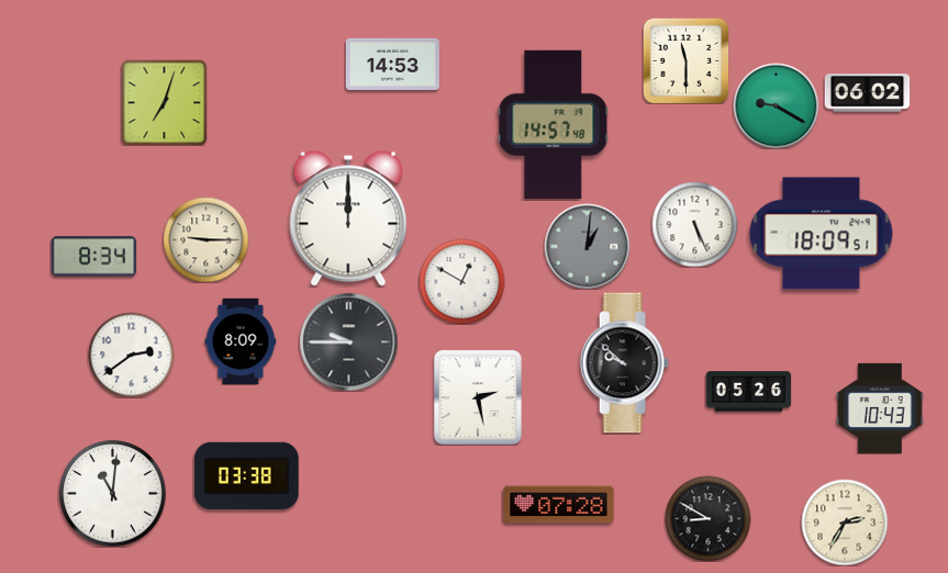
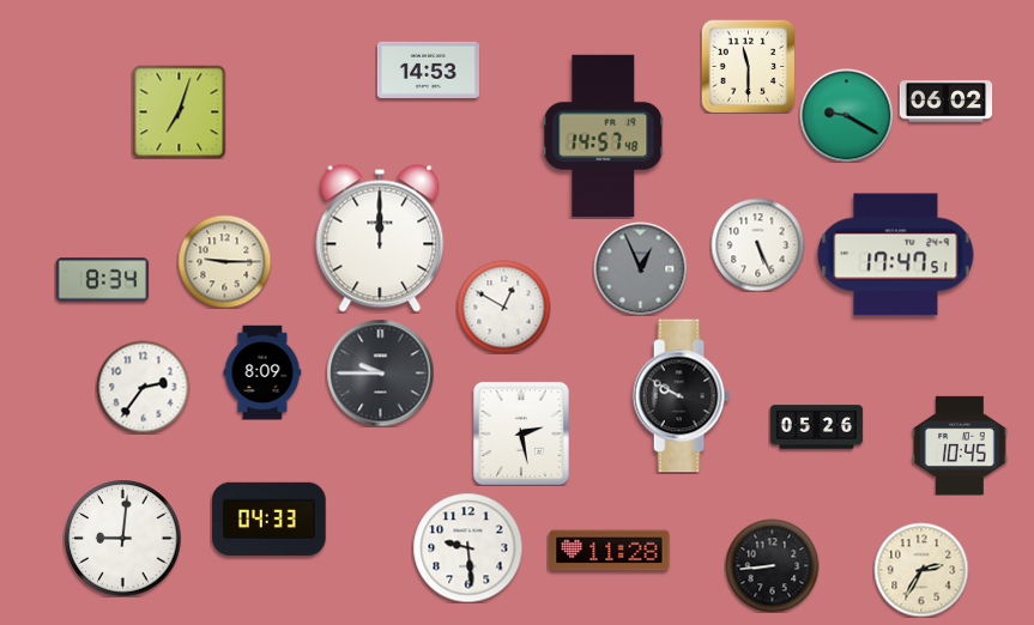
clock at (822, 234): 18:09 -> 17:47
clock at (587, 246): 1:01 -> 12:56
clock at (131, 355): 2:39 -> 2:36
clock at (624, 363): 9:52 -> 9:50
clock at (880, 408): 10:43 -> 10:45
clock at (247, 475): 03:38 -> 04:33
clock at (113, 494): 11:01 -> 9:01
clock at (467, 547): none -> 9:29
clock at (559, 505): 07:28 -> 11:28
clock at (707, 518): 8:50 -> 8:44
